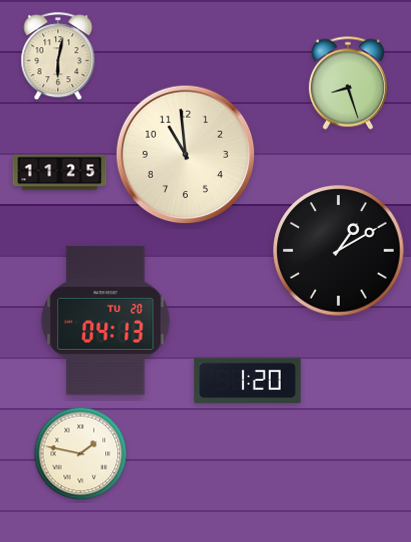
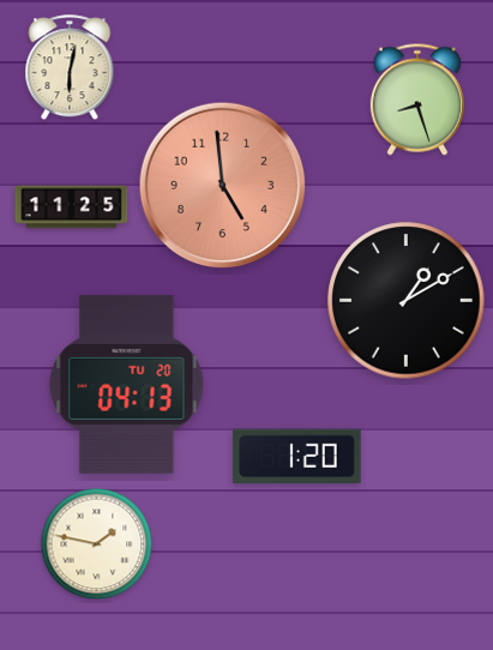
clock at (186, 155): 10:59 -> 4:59
clock at (186, 155) dial: cream -> salmon
